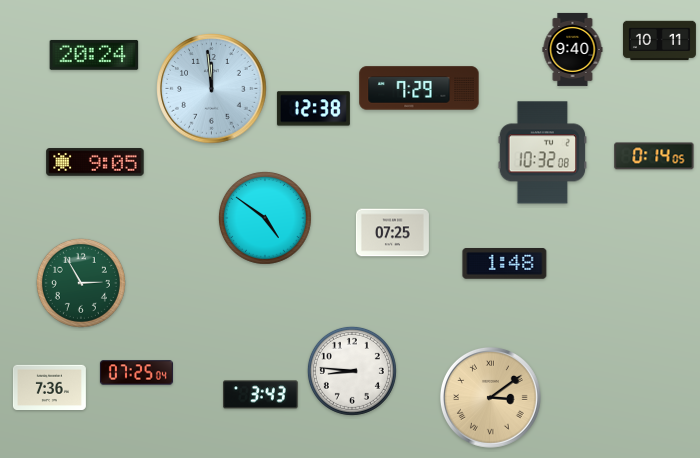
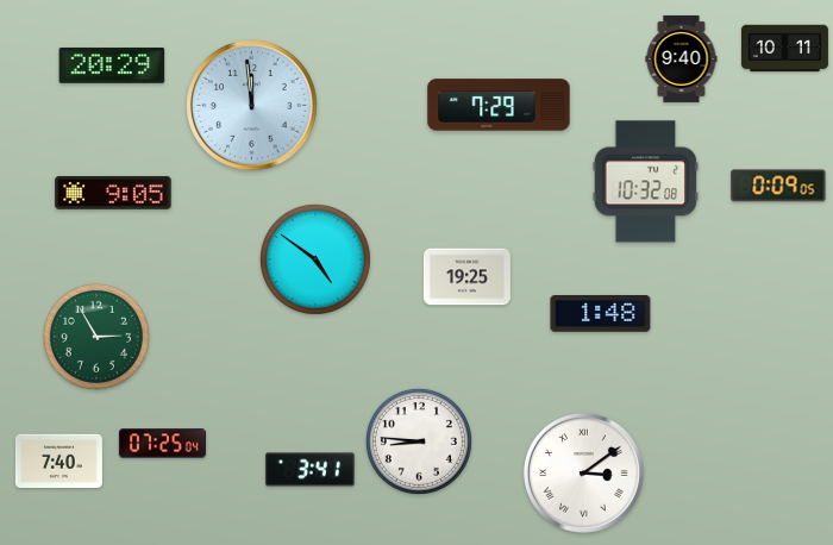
clock at (94, 55): 20:24 -> 20:29
clock at (313, 109): 12:38 -> none
clock at (654, 156): 0:14 -> 0:09
clock at (392, 233): 07:25 -> 19:25
clock at (49, 388): 7:36 -> 7:40
clock at (261, 395): 3:43 -> 3:41
clock at (490, 397) dial: champagne -> white
